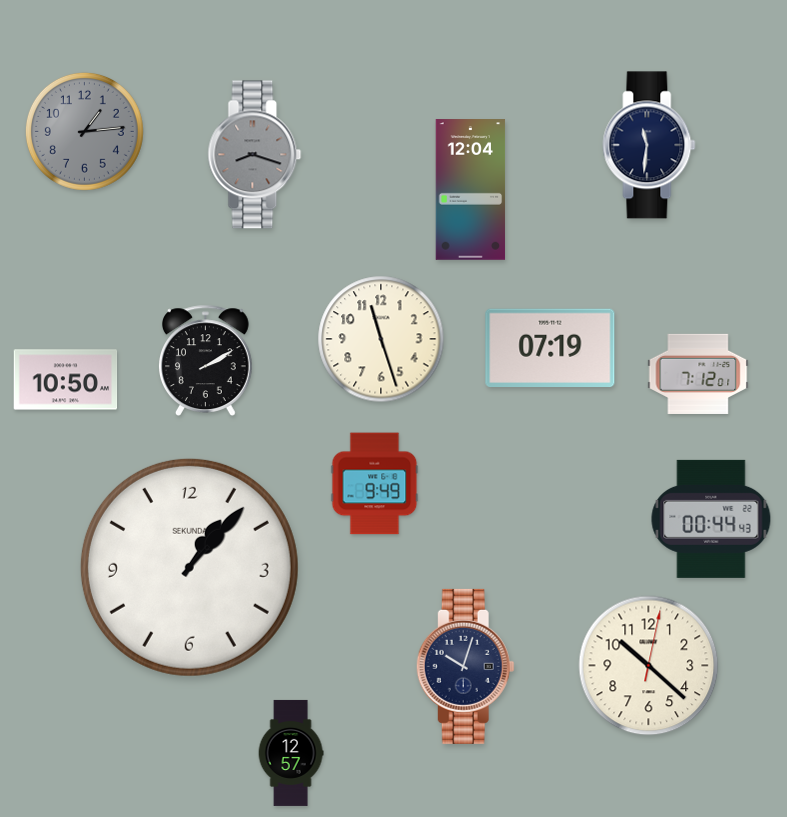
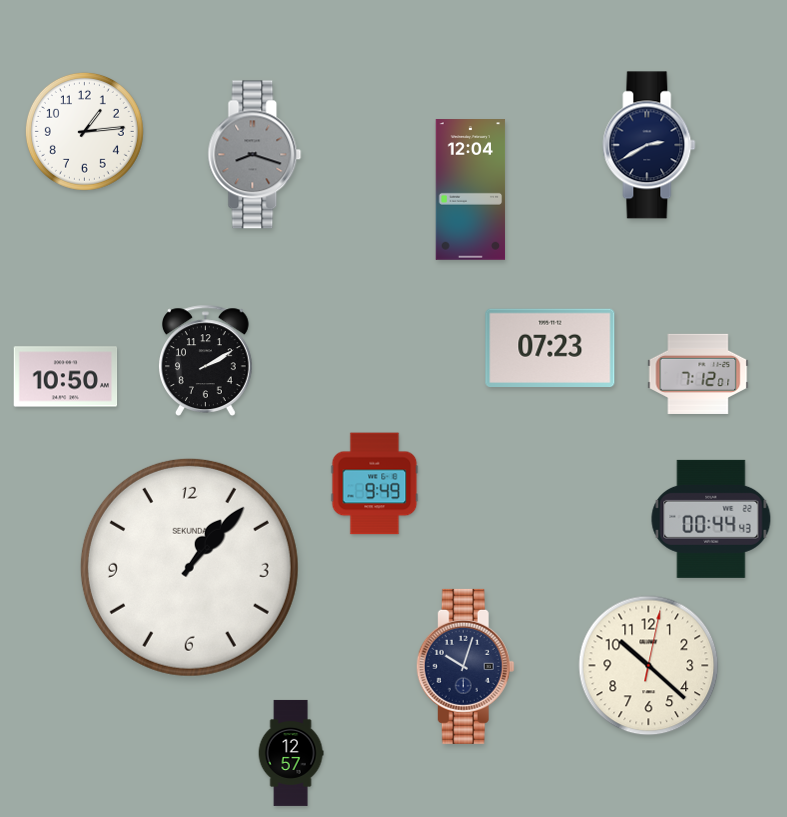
clock at (84, 131) dial: grey -> white
clock at (649, 145): 11:31 -> 2:40
clock at (381, 339): 11:27 -> none
clock at (550, 348): 07:19 -> 07:23
clock at (66, 380) position: (66, 380) -> (66, 377)
